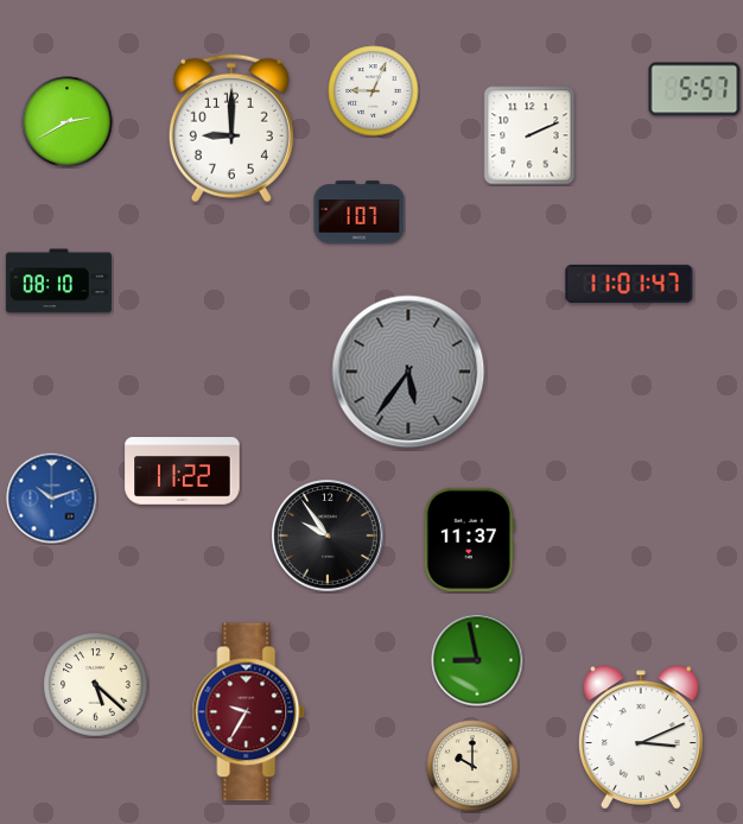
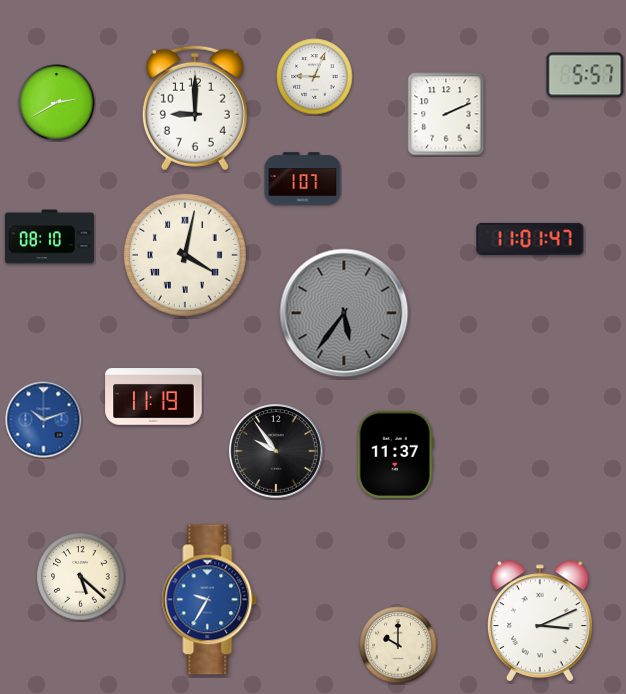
clock at (185, 255): none -> 4:02
clock at (183, 471): 11:22 -> 11:19
clock at (477, 660): 8:58 -> none
clock at (249, 712) dial: burgundy -> blue
